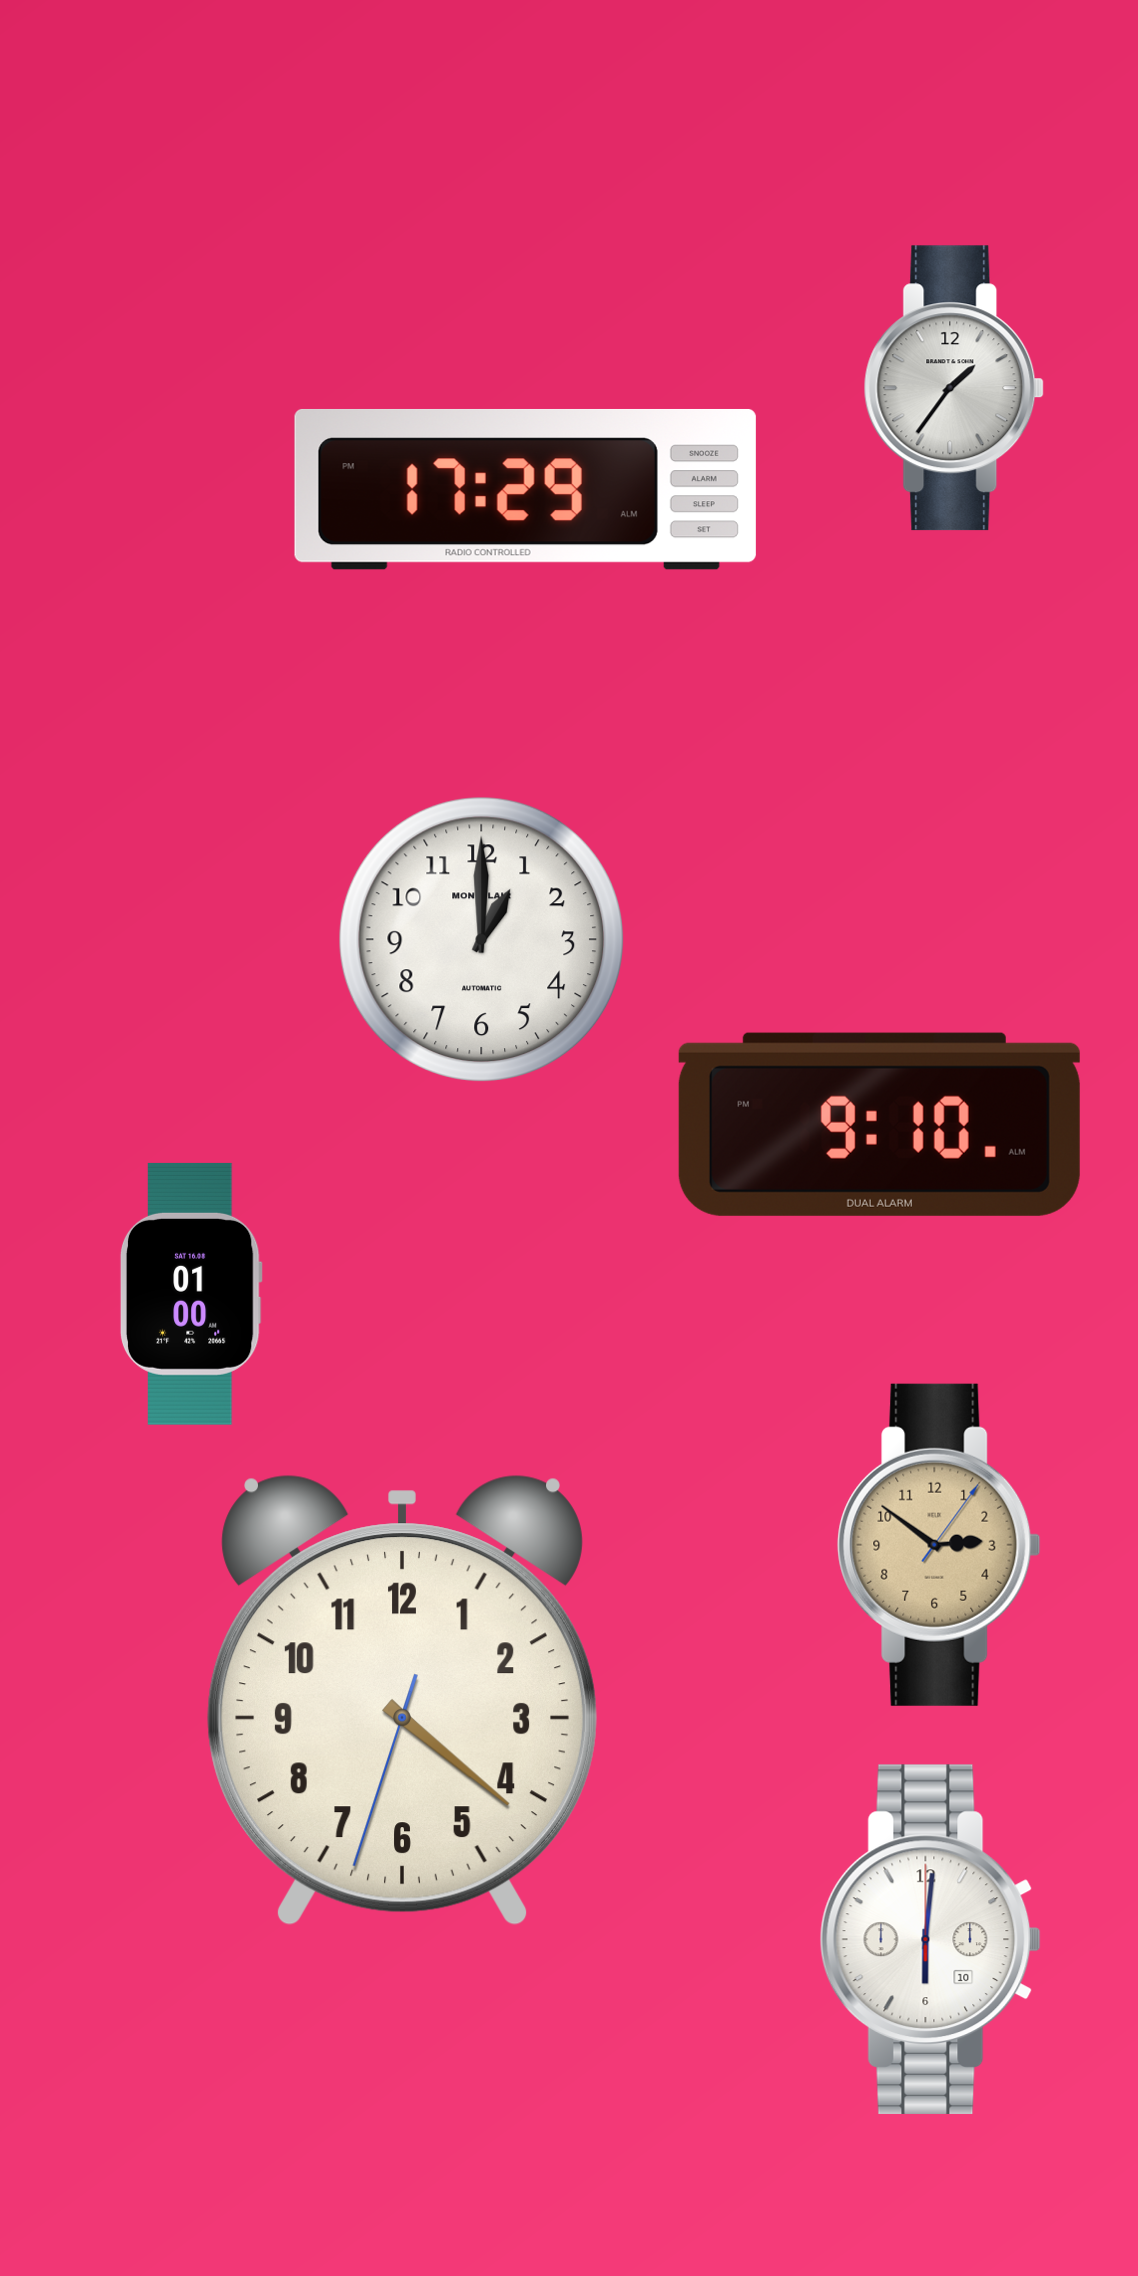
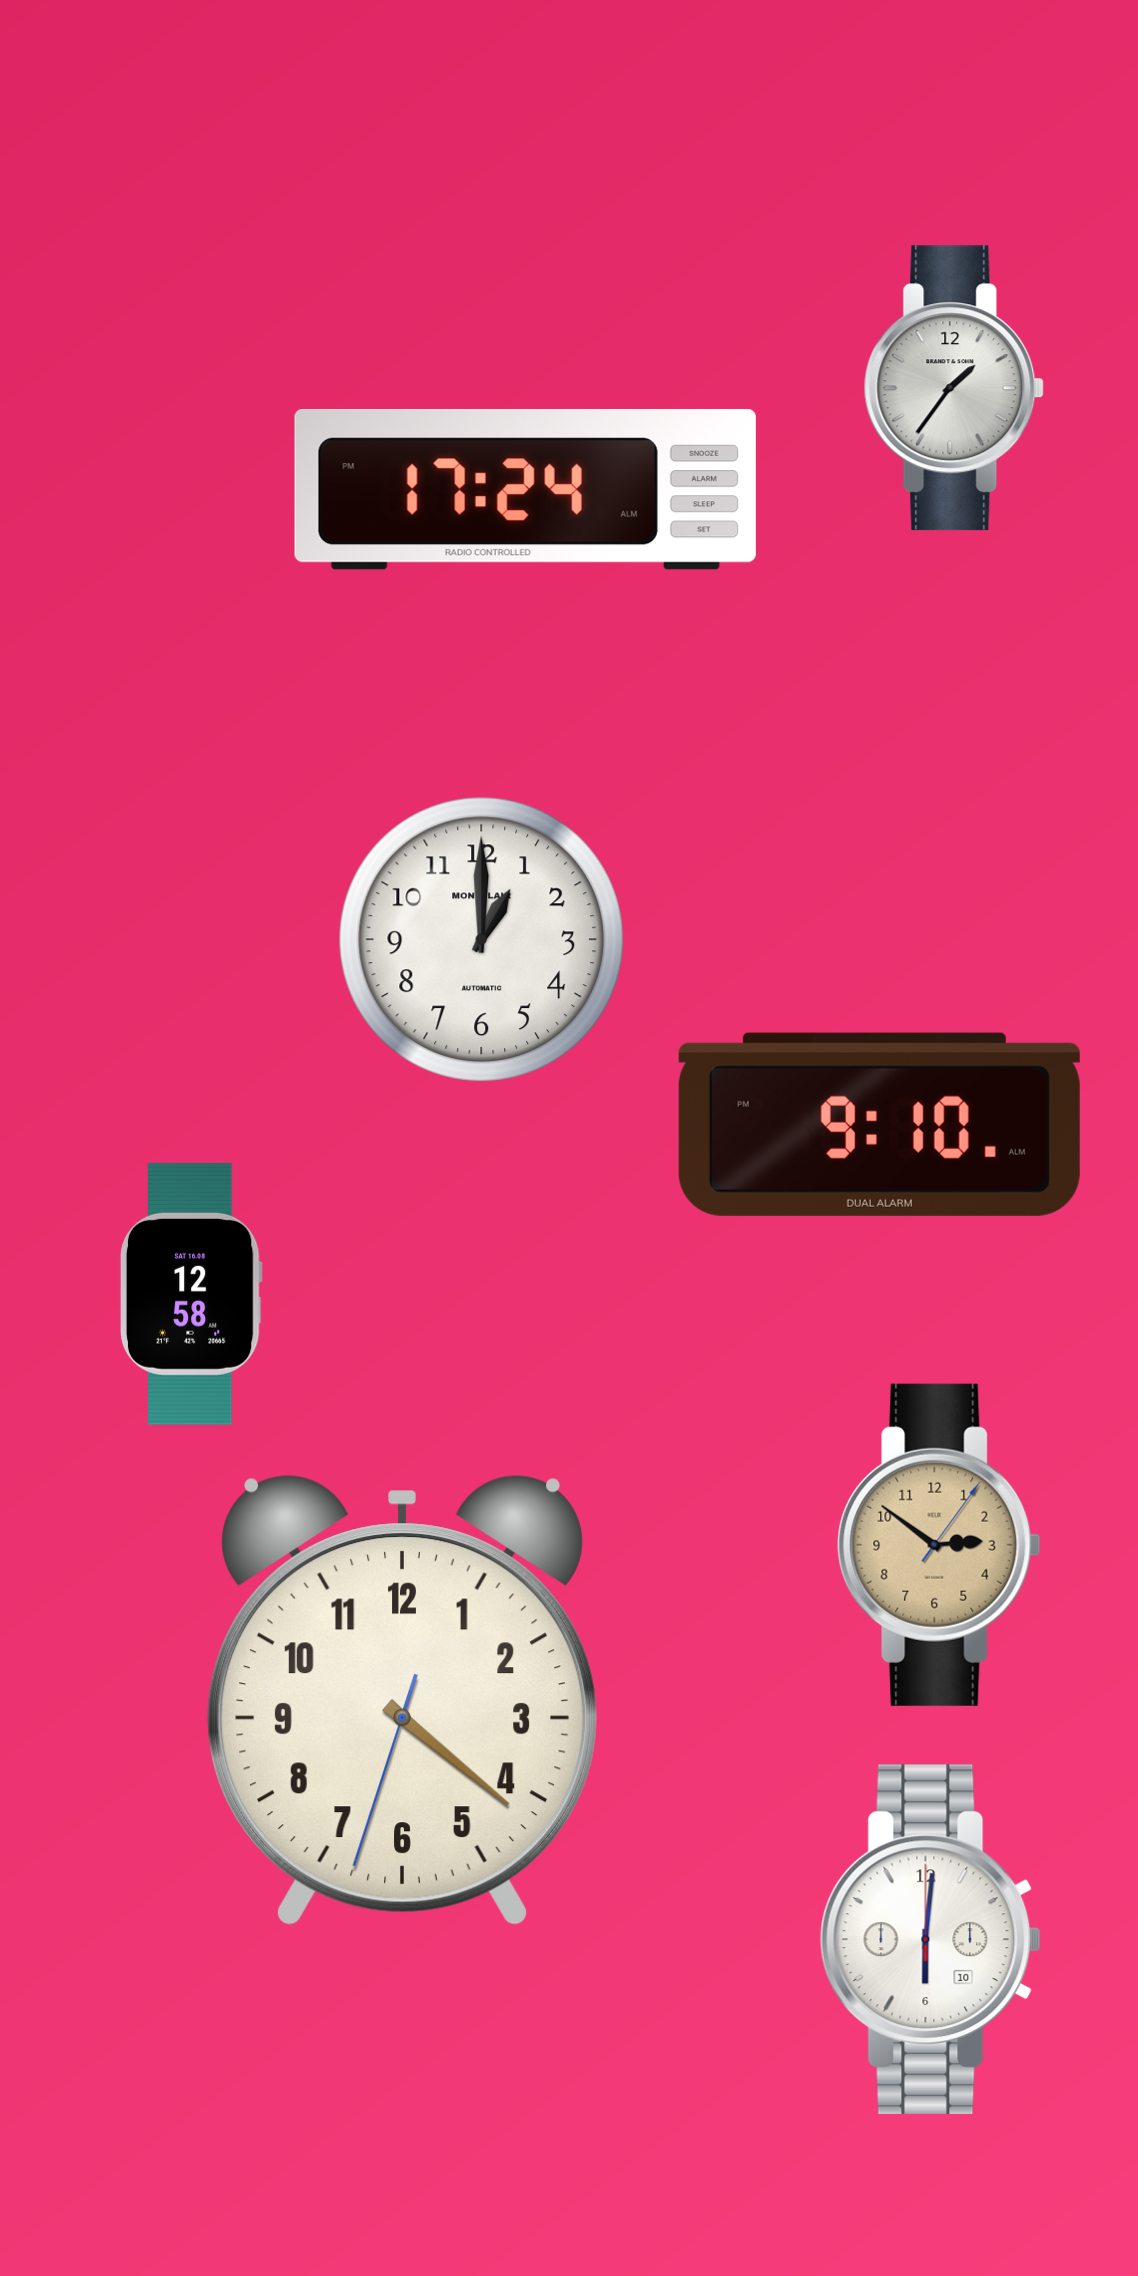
clock at (525, 489): 17:29 -> 17:24
clock at (191, 1294): 01:00 -> 12:58
